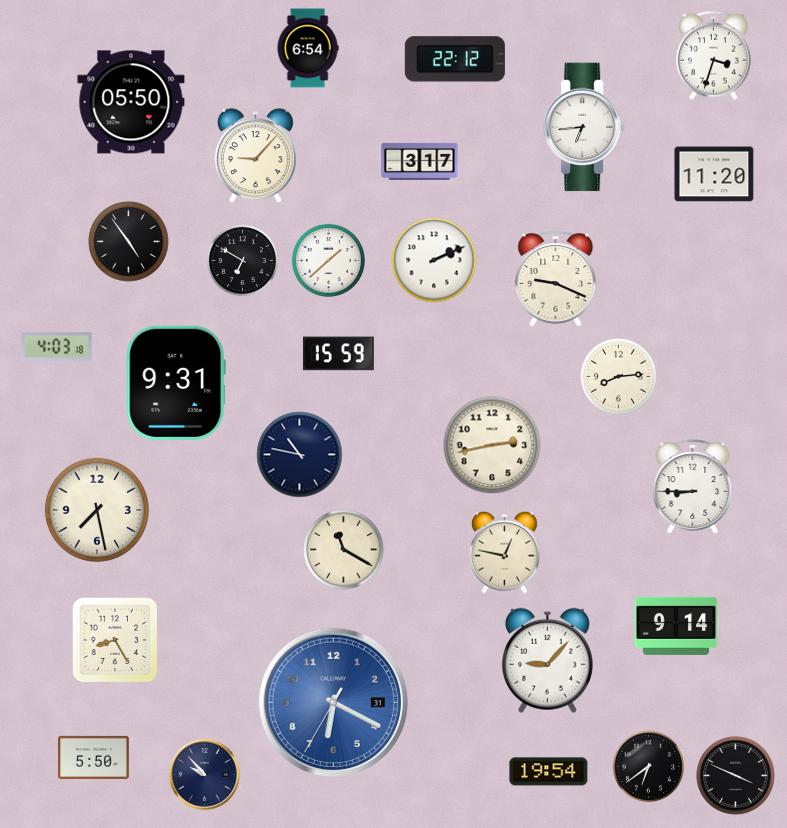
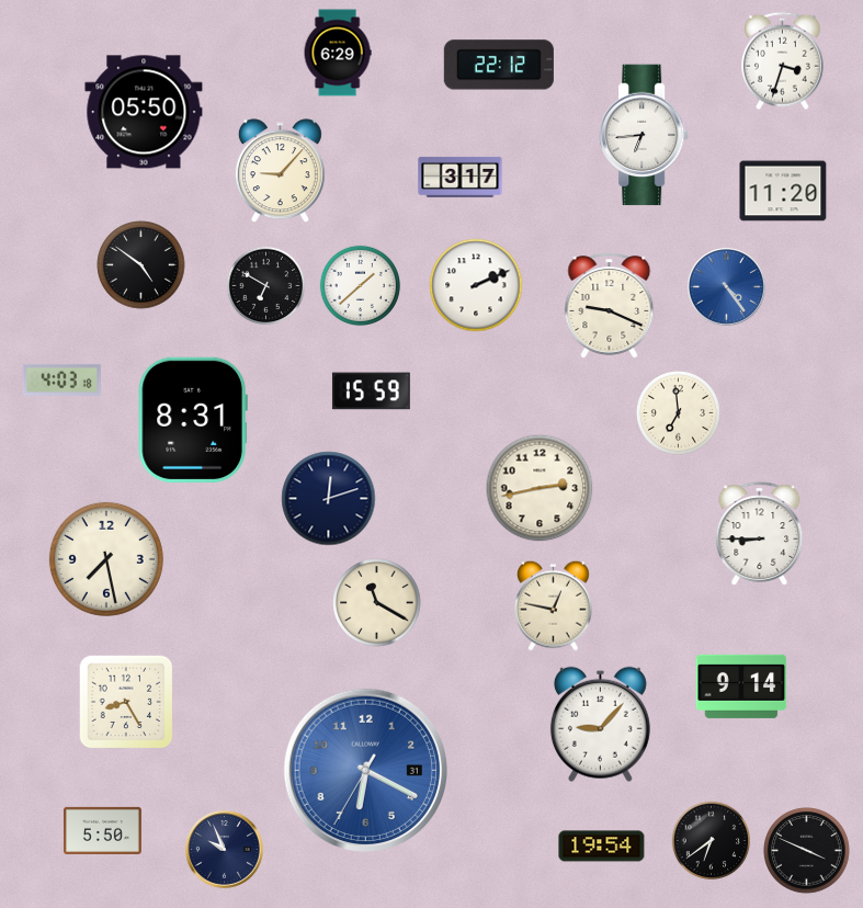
clock at (308, 48): 6:54 -> 6:29
clock at (585, 127) position: (585, 127) -> (645, 135)
clock at (129, 242): 4:54 -> 4:51
clock at (727, 287): none -> 4:24
clock at (338, 354) position: (338, 354) -> (371, 391)
clock at (618, 376): 8:14 -> 6:59
clock at (176, 383): 9:31 -> 8:31
clock at (300, 455): 10:47 -> 12:12
clock at (205, 775): 9:53 -> 9:56
